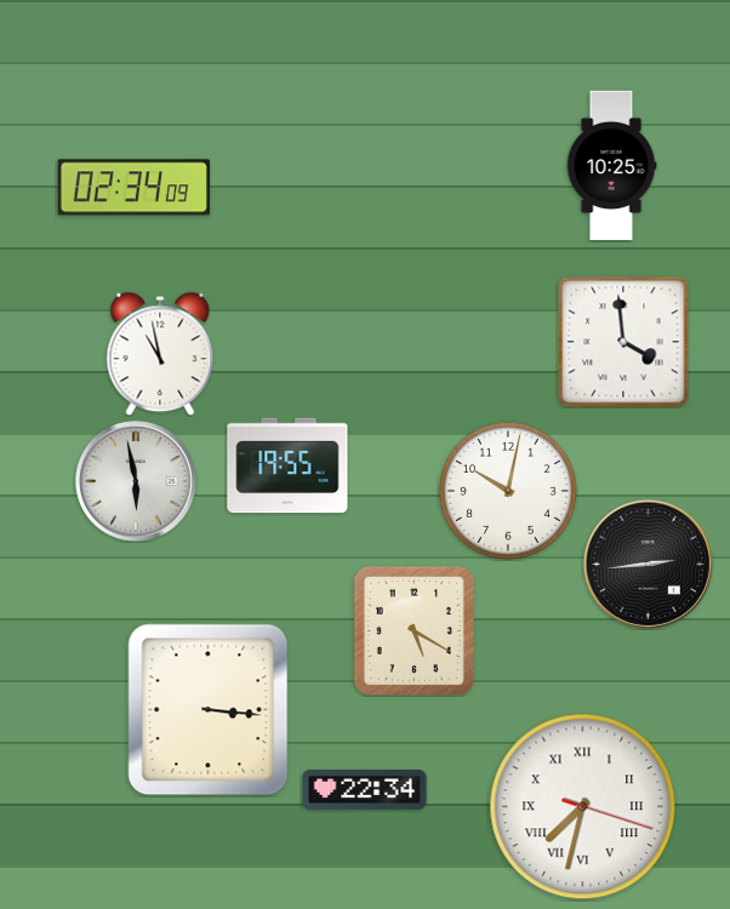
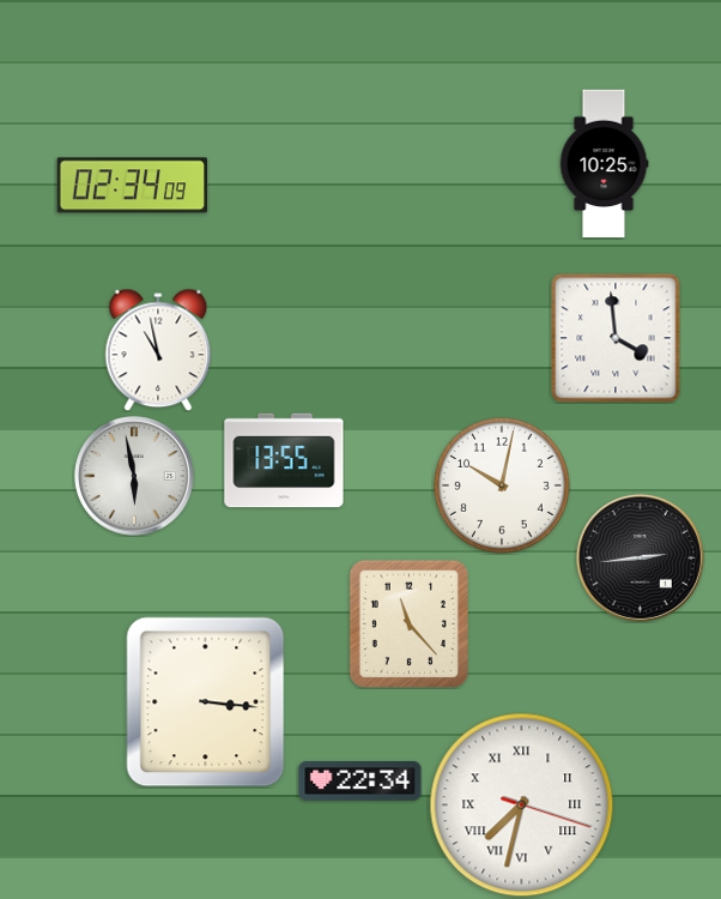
clock at (287, 465): 19:55 -> 13:55
clock at (414, 630): 5:20 -> 11:23
clock at (583, 807) position: (583, 807) -> (522, 806)
